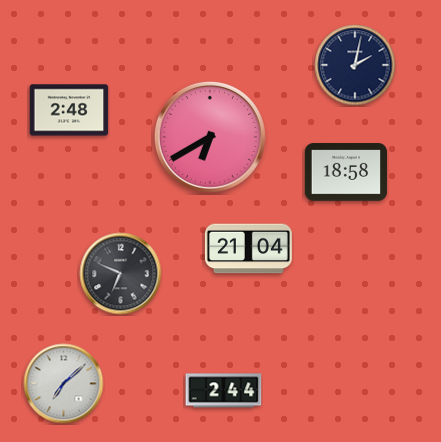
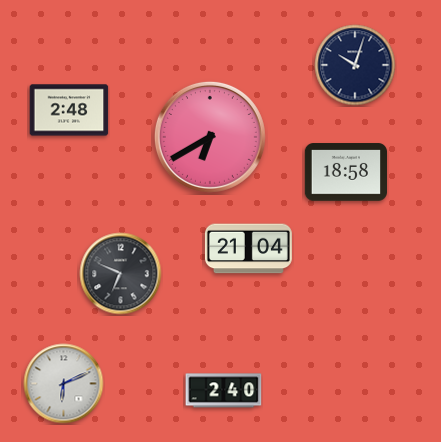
clock at (355, 65): 2:02 -> 10:03
clock at (64, 384): 7:08 -> 6:11
clock at (224, 391): 2:44 -> 2:40
